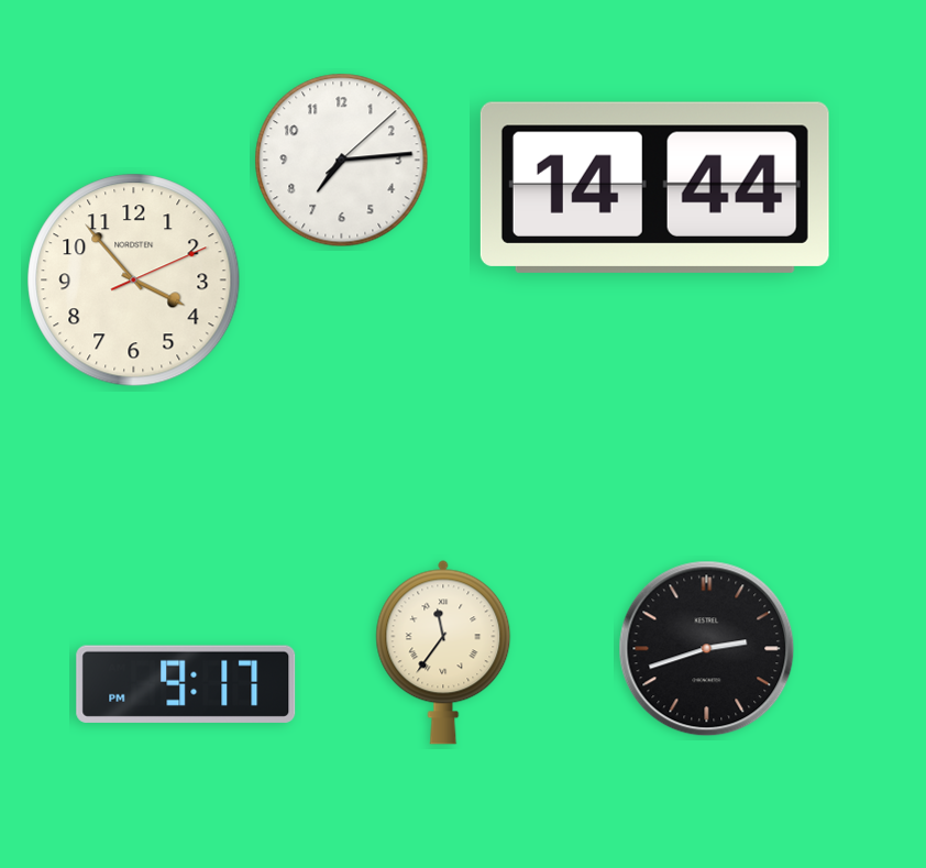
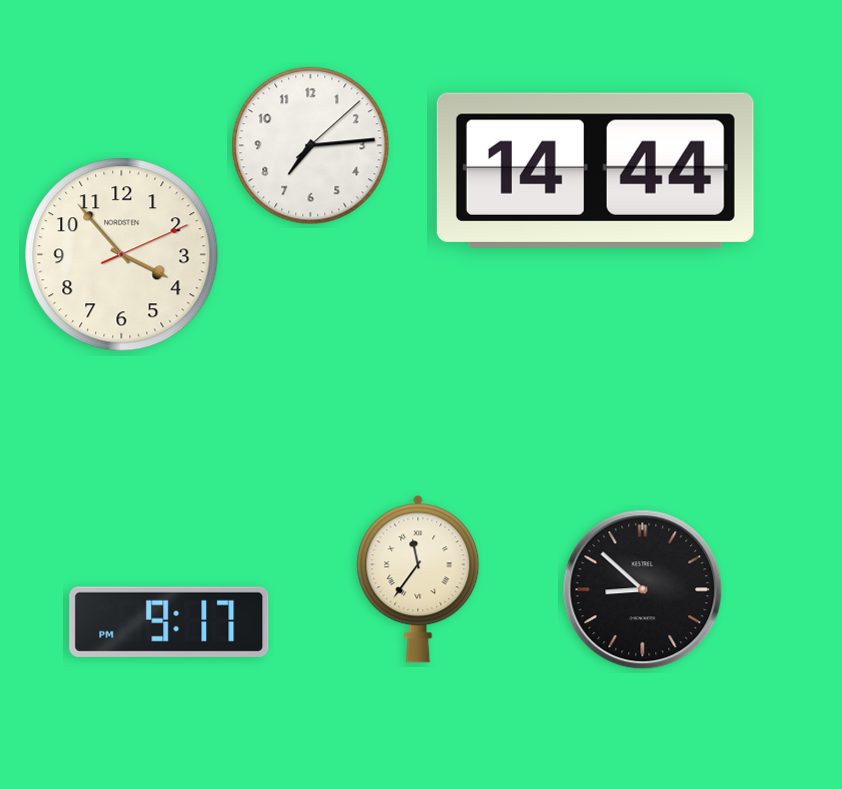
clock at (707, 649): 2:42 -> 8:52
clock at (443, 652) position: (443, 652) -> (418, 579)
